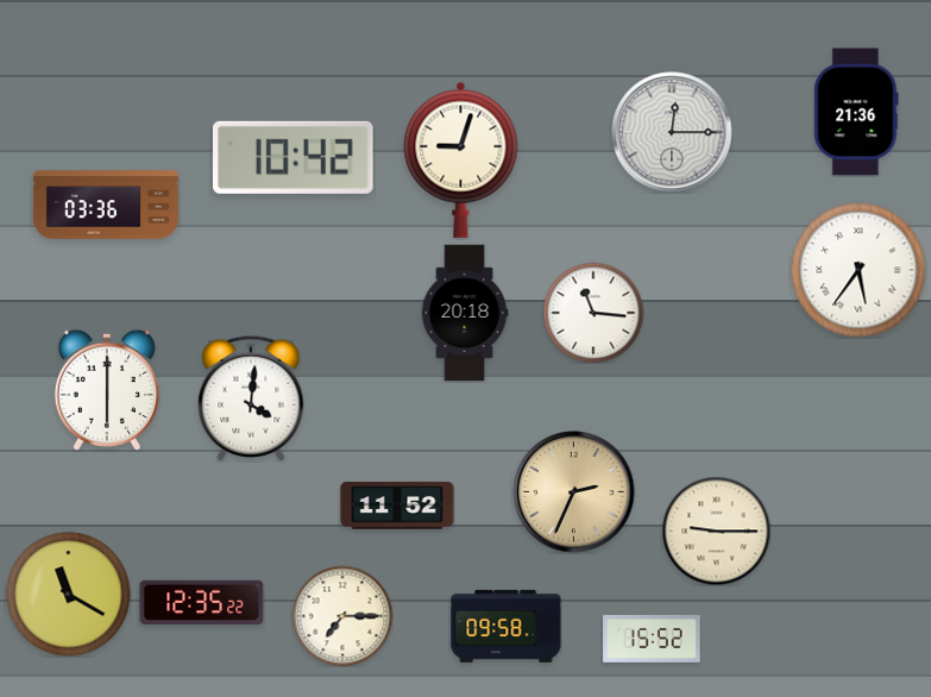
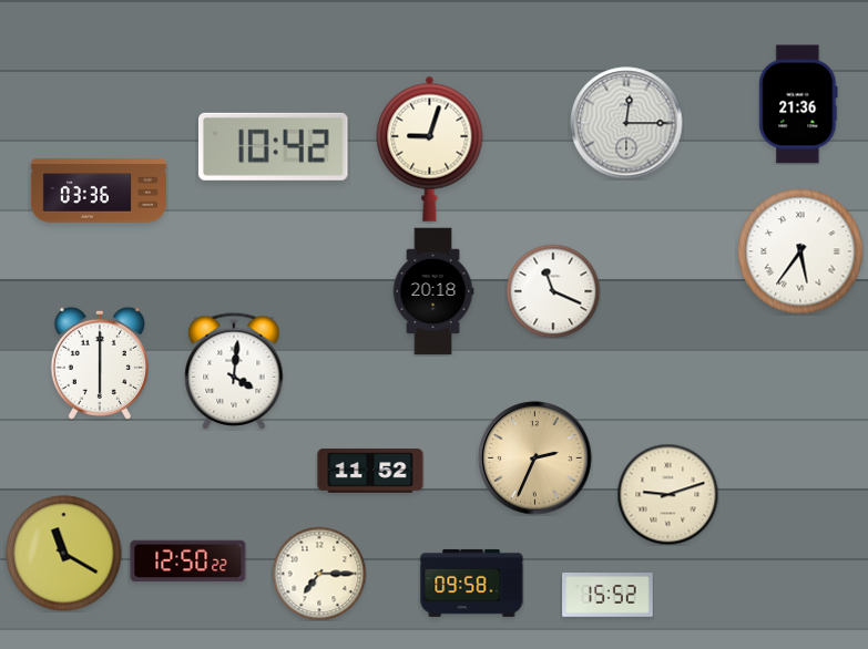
clock at (593, 313): 11:16 -> 11:19
clock at (716, 530): 9:15 -> 9:12
clock at (202, 603): 12:35 -> 12:50
